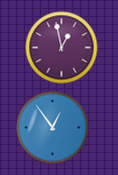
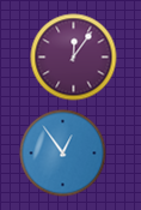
clock at (62, 48): 12:58 -> 12:06
